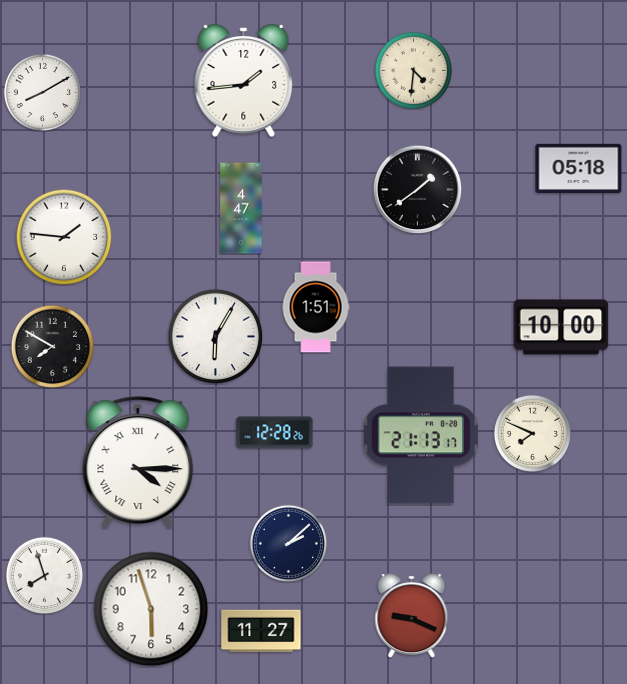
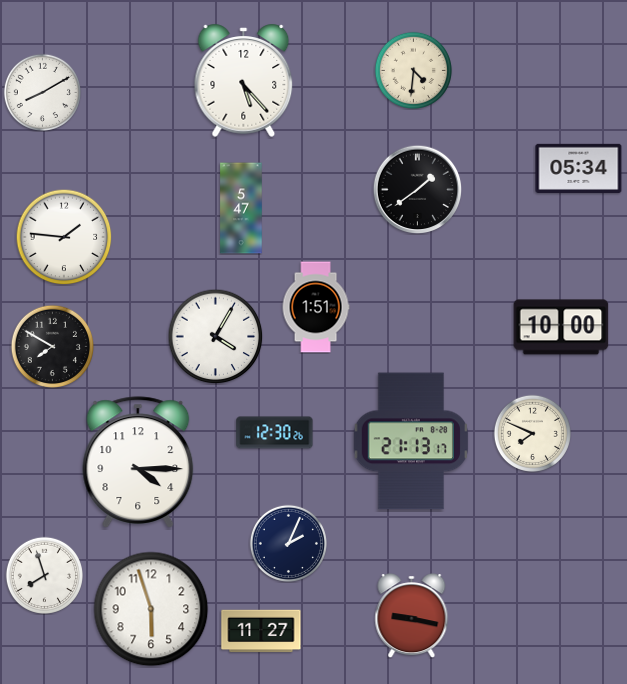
clock at (244, 80): 1:44 -> 5:23
clock at (579, 168): 05:18 -> 05:34
clock at (241, 208): 4:47 -> 5:47
clock at (215, 336): 6:05 -> 4:05
clock at (275, 433): 12:28 -> 12:30
clock at (421, 435) position: (421, 435) -> (411, 441)
clock at (138, 462) numerals: Roman -> Arabic
clock at (288, 543): 2:08 -> 2:04
clock at (412, 616): 9:19 -> 9:17
